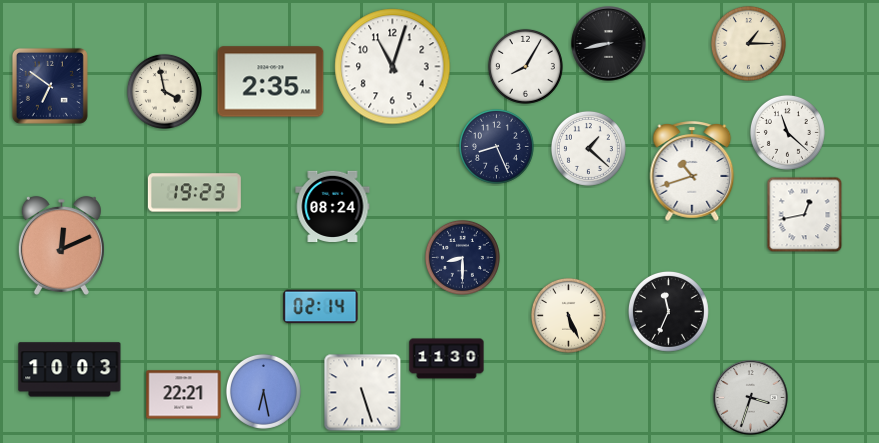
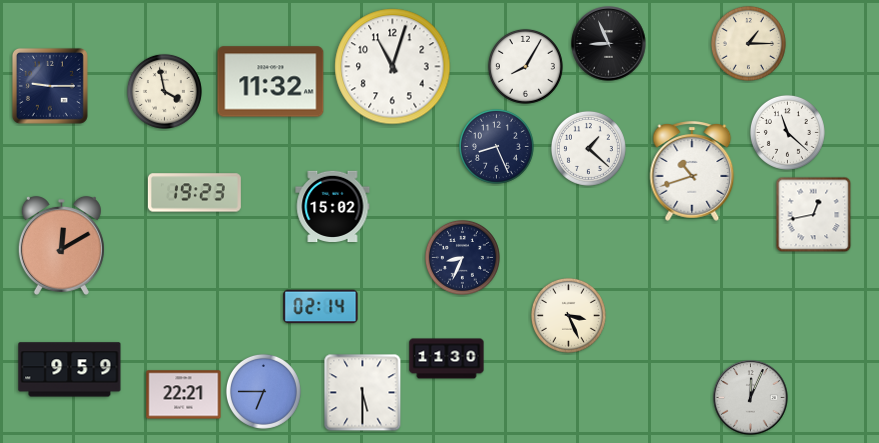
clock at (609, 44): 8:43 -> 8:56
clock at (271, 82): 2:35 -> 11:32
clock at (50, 86): 6:51 -> 9:15
clock at (333, 206): 08:24 -> 15:02
clock at (805, 215) position: (805, 215) -> (814, 215)
clock at (61, 245): 12:11 -> 12:10
clock at (462, 257): 8:30 -> 8:34
clock at (668, 311): 11:34 -> none
clock at (568, 315): 5:26 -> 3:26
clock at (70, 370): 10:03 -> 9:59
clock at (263, 391): 6:28 -> 6:45
clock at (363, 393): 5:27 -> 5:30
clock at (751, 398): 3:33 -> 12:04
